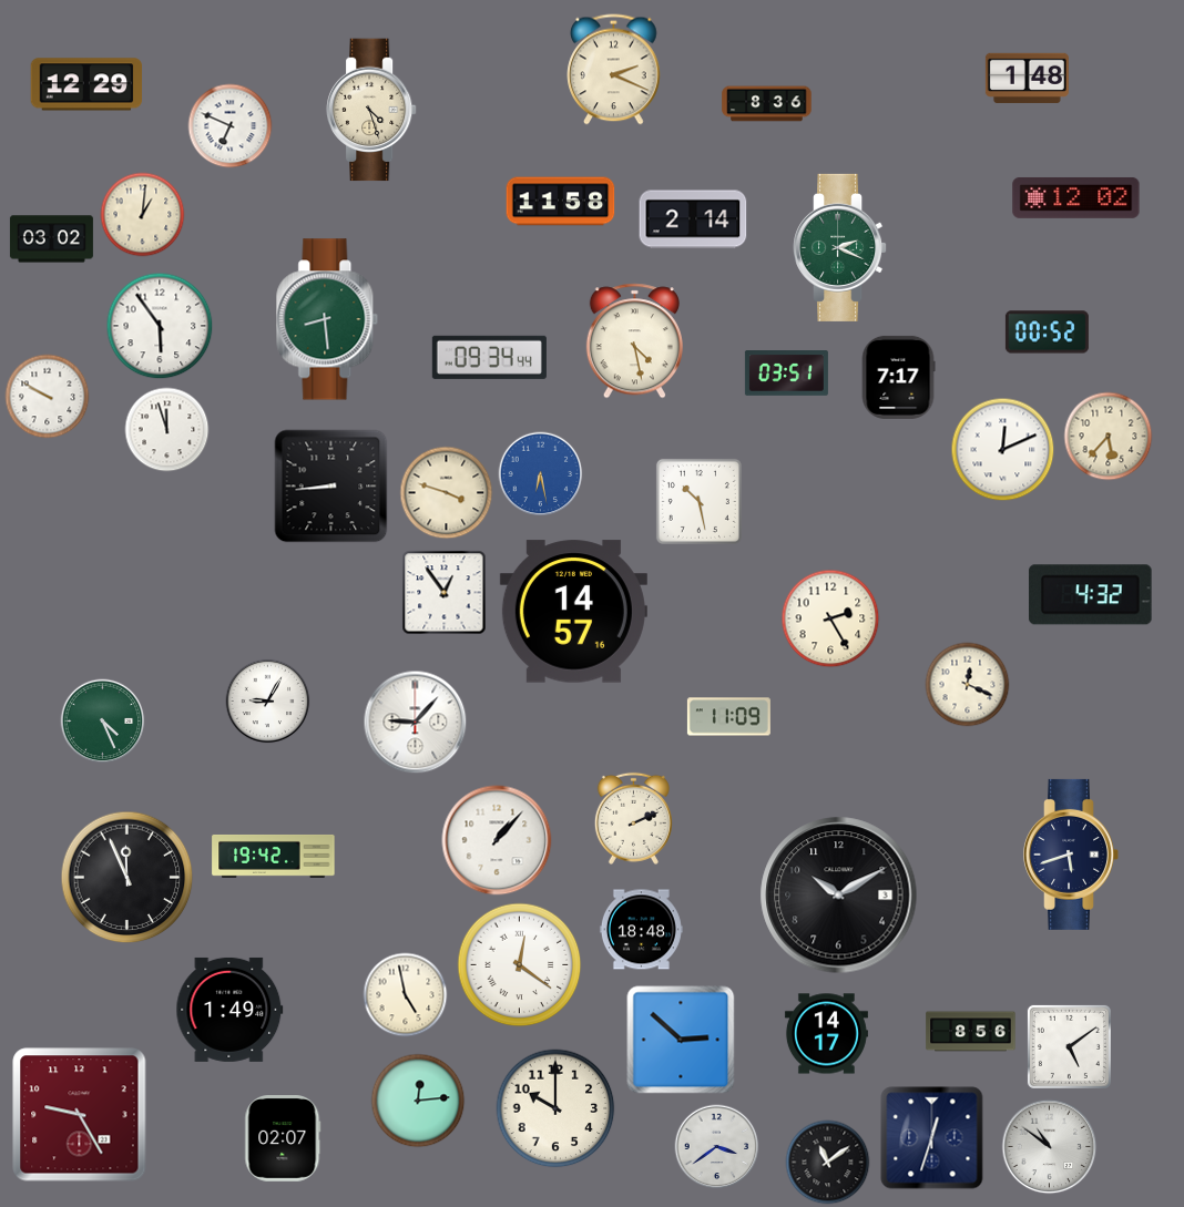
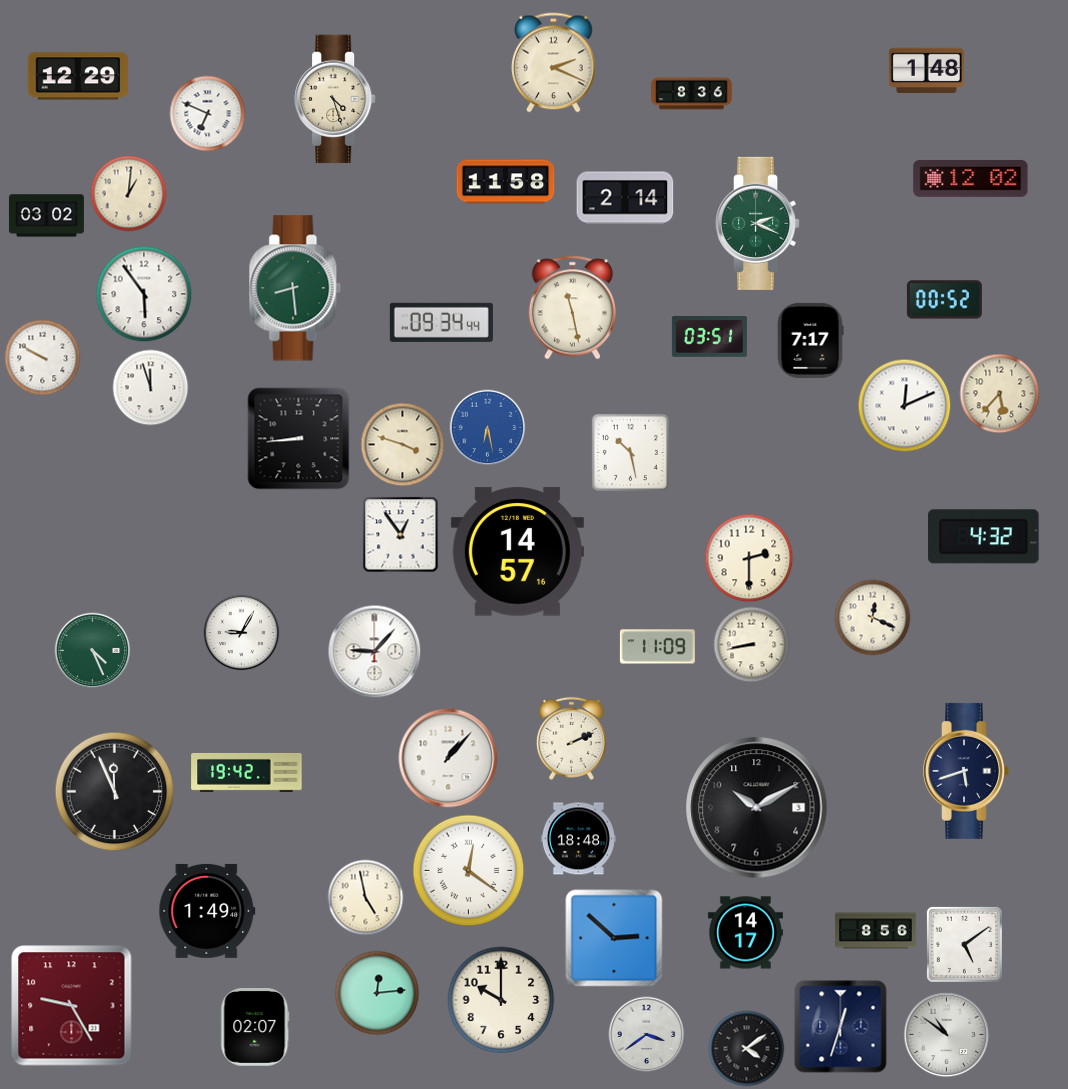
clock at (634, 341): 4:28 -> 11:28
clock at (830, 618): 2:25 -> 2:30
clock at (752, 645): none -> 8:43
clock at (828, 1163): 11:09 -> 4:09
